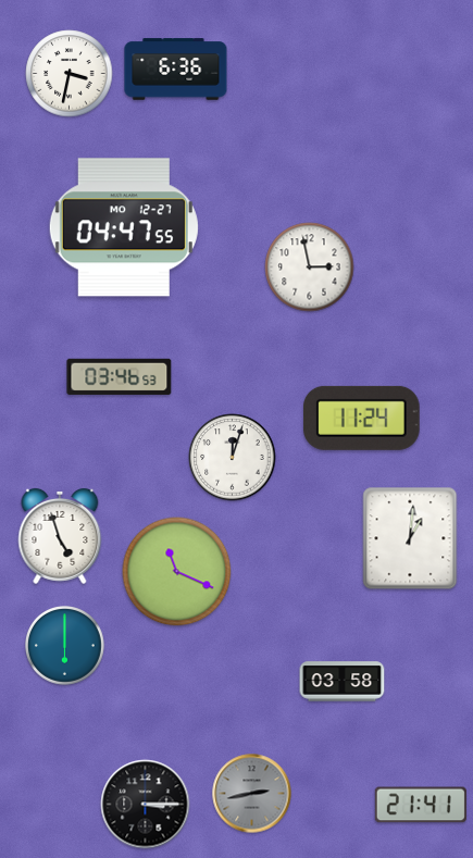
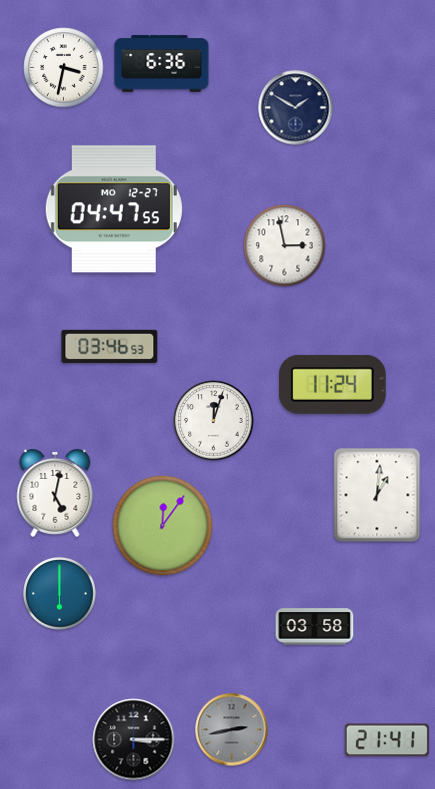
clock at (296, 108): none -> 1:50
clock at (60, 536): 4:57 -> 5:02
clock at (177, 572): 11:19 -> 12:06
